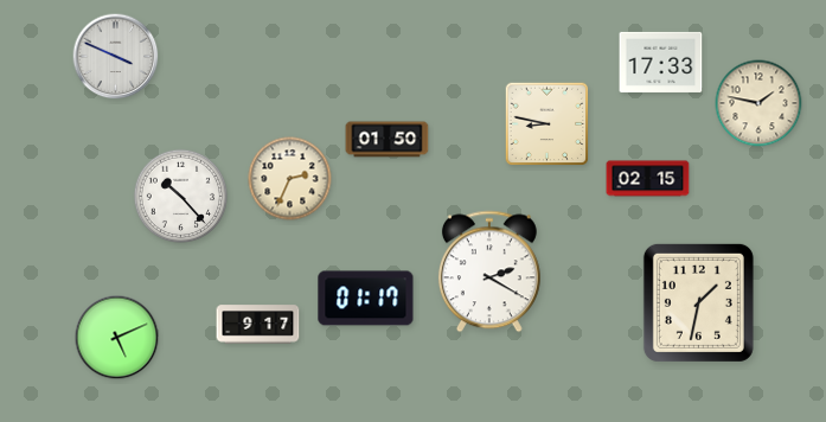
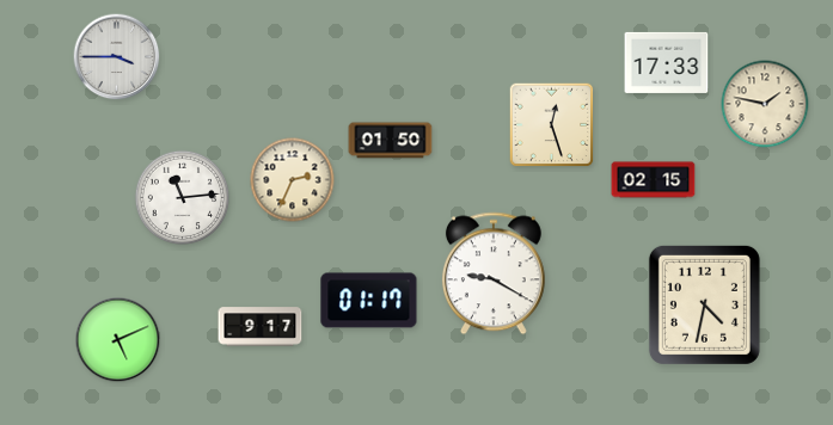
clock at (116, 57): 3:49 -> 3:45
clock at (548, 124): 8:47 -> 12:27
clock at (181, 197): 10:23 -> 11:14
clock at (489, 271): 2:20 -> 9:20
clock at (698, 302): 1:32 -> 4:32
